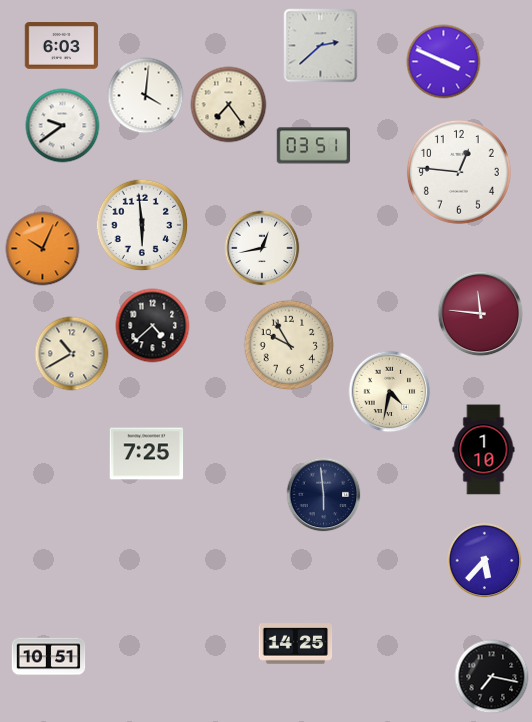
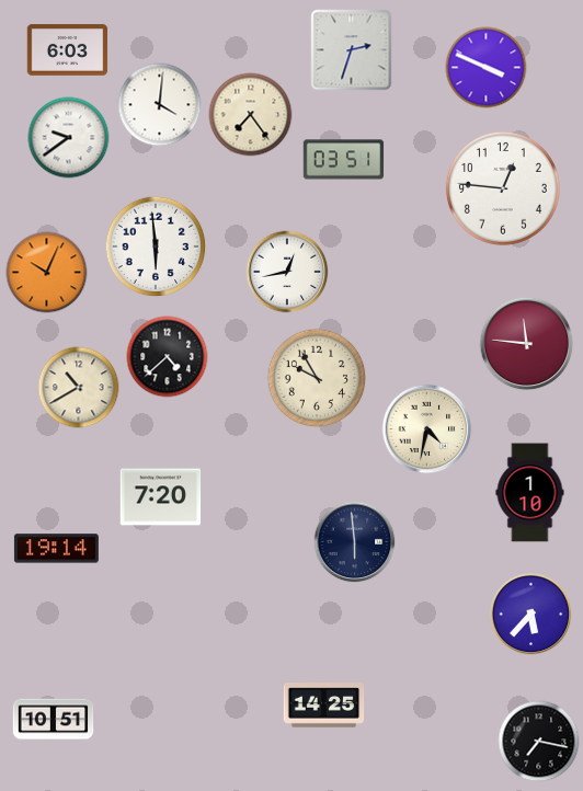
clock at (321, 46): 2:38 -> 2:33
clock at (147, 454): 7:25 -> 7:20
clock at (56, 549): none -> 19:14
